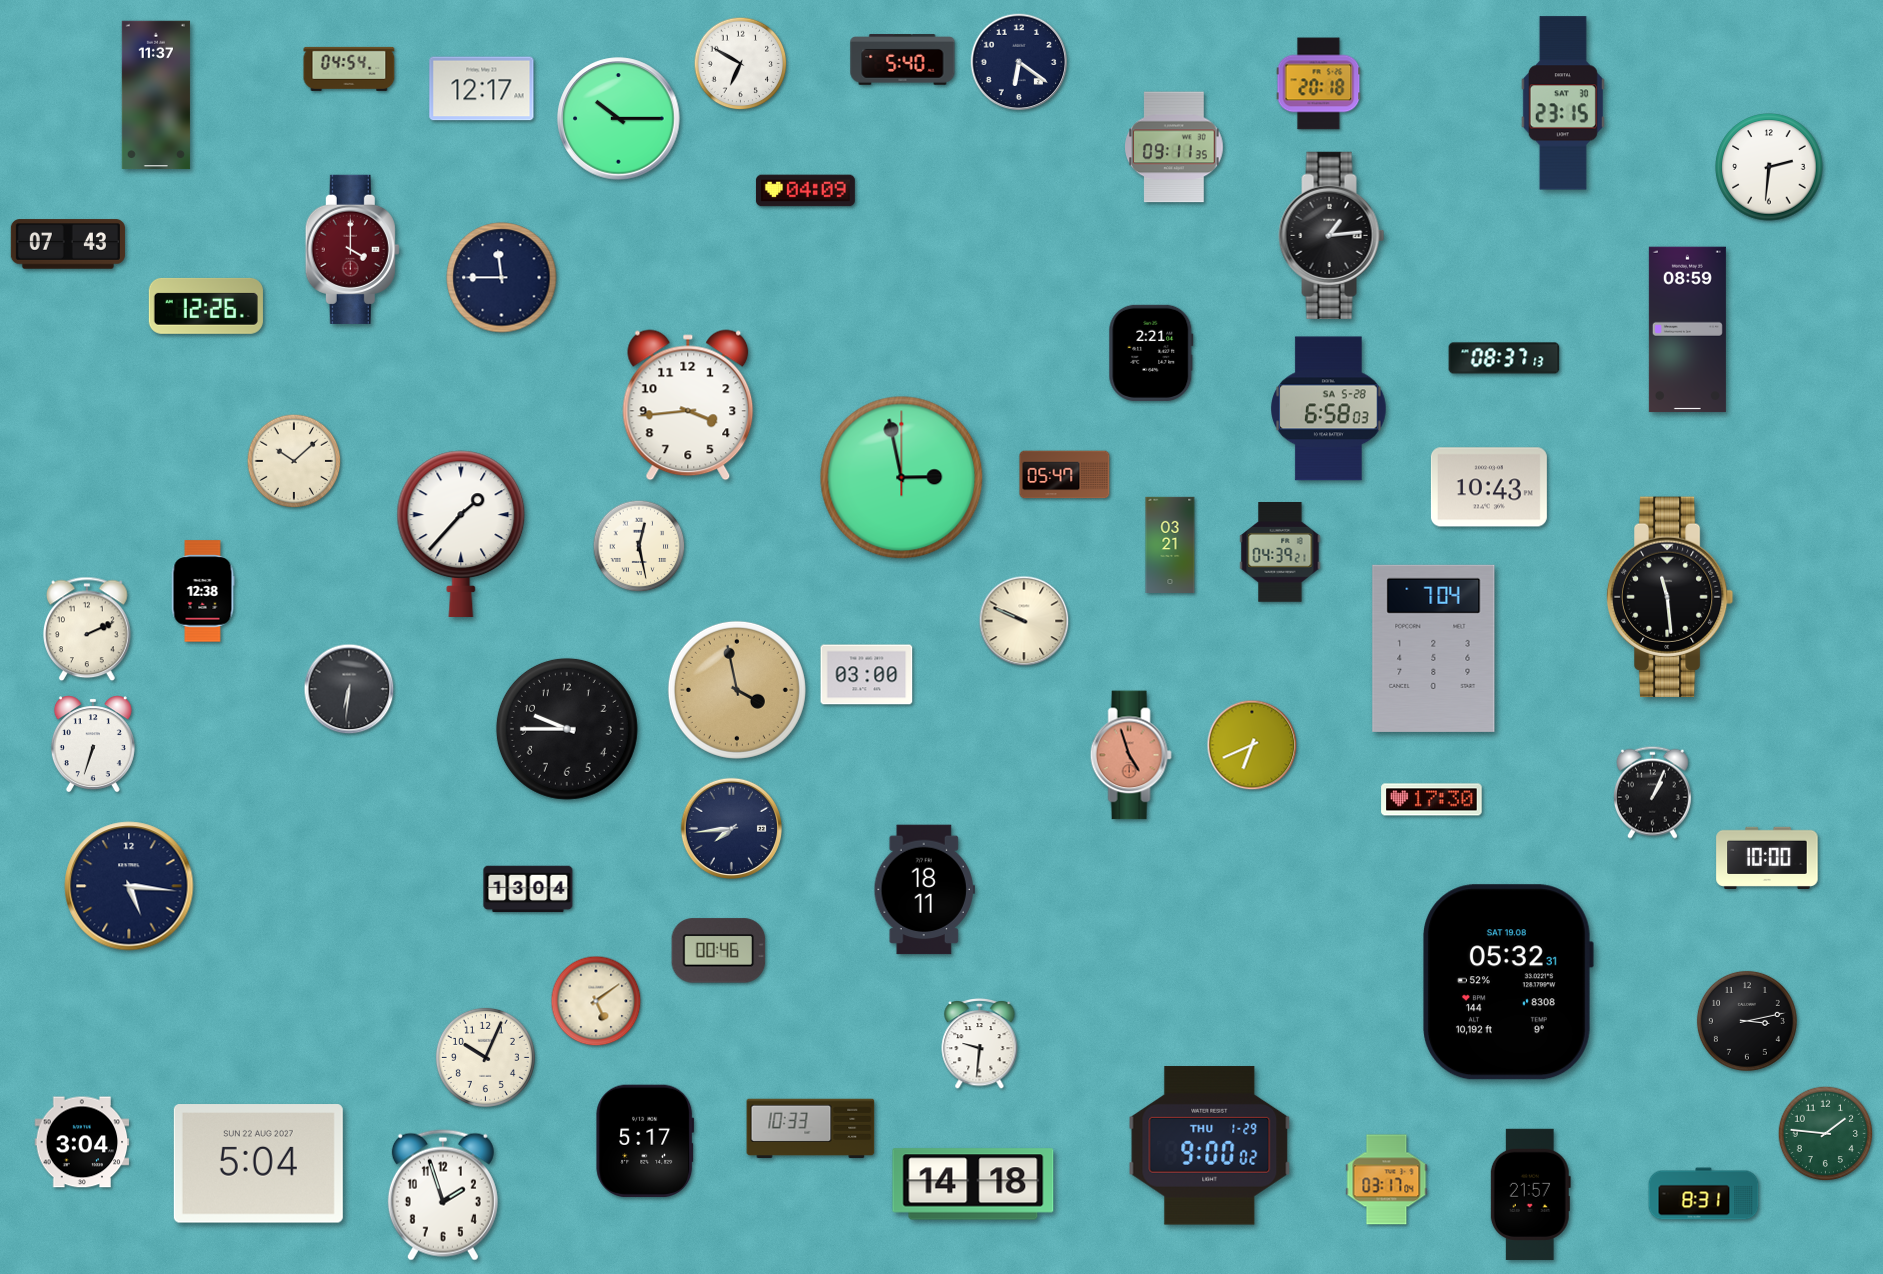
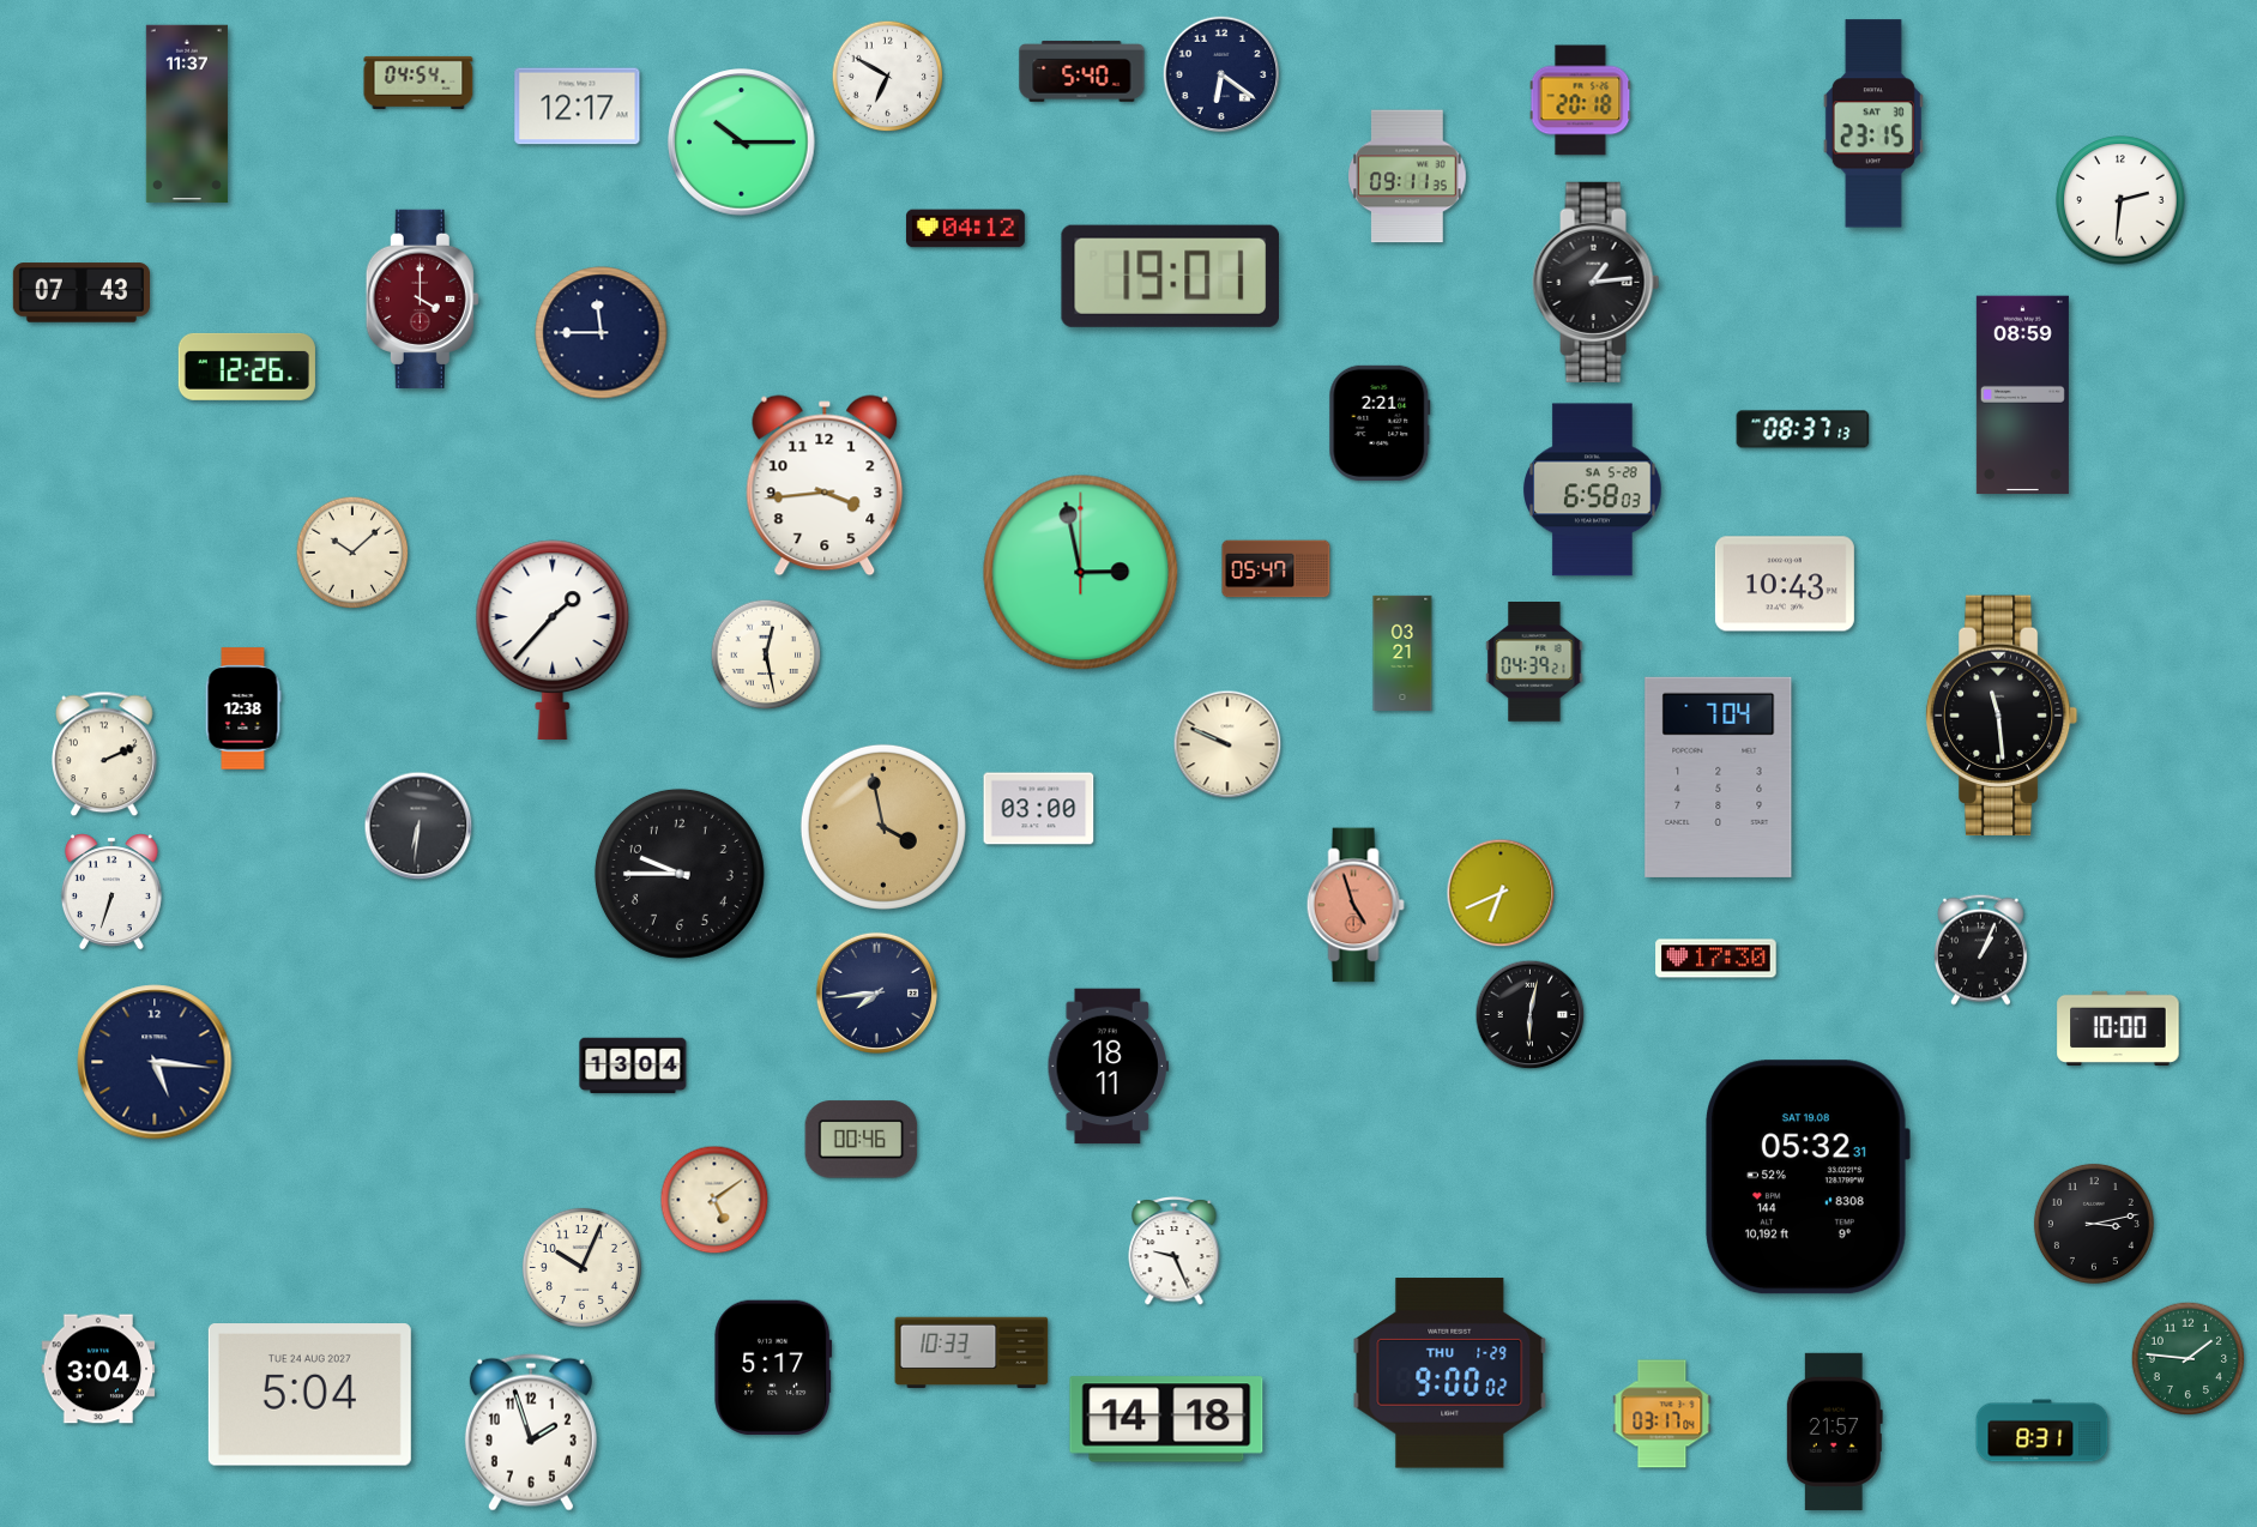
clock at (806, 191): 04:09 -> 04:12
clock at (1170, 276): none -> 19:01
clock at (1531, 1015): none -> 6:02
clock at (980, 1043): 9:31 -> 9:26
clock at (258, 1164) date: SUN 22 AUG 2027 -> TUE 24 AUG 2027
